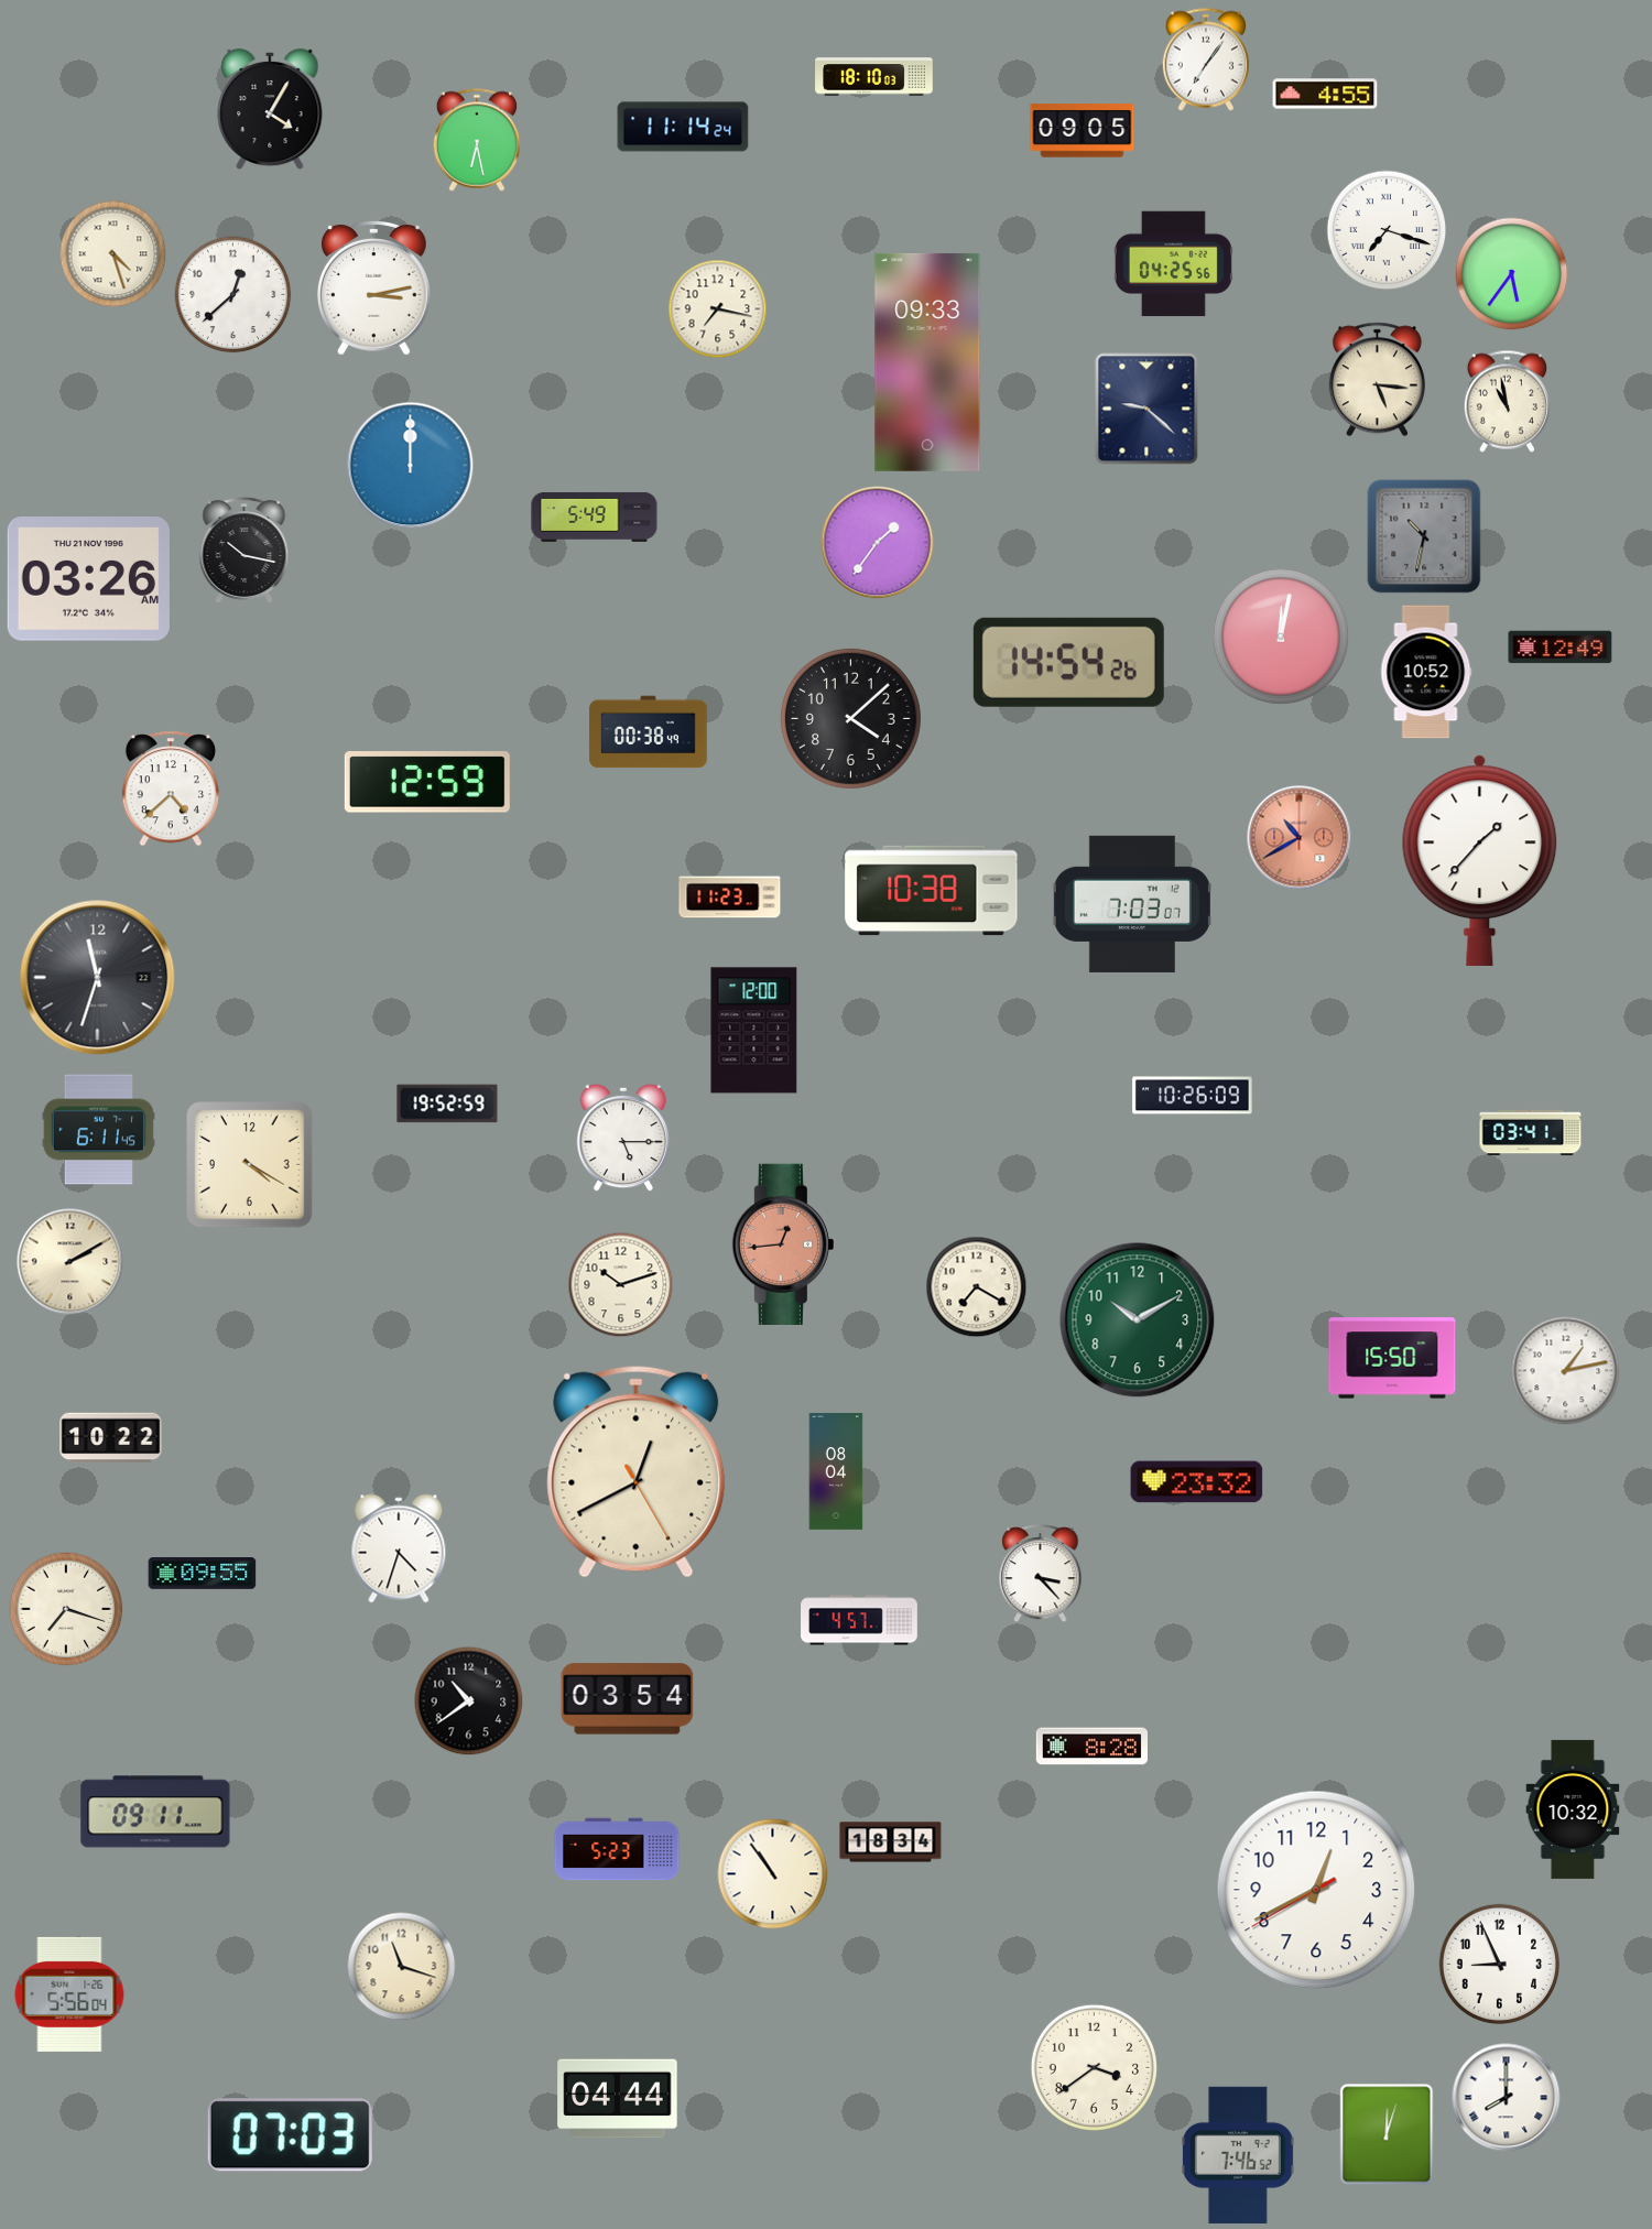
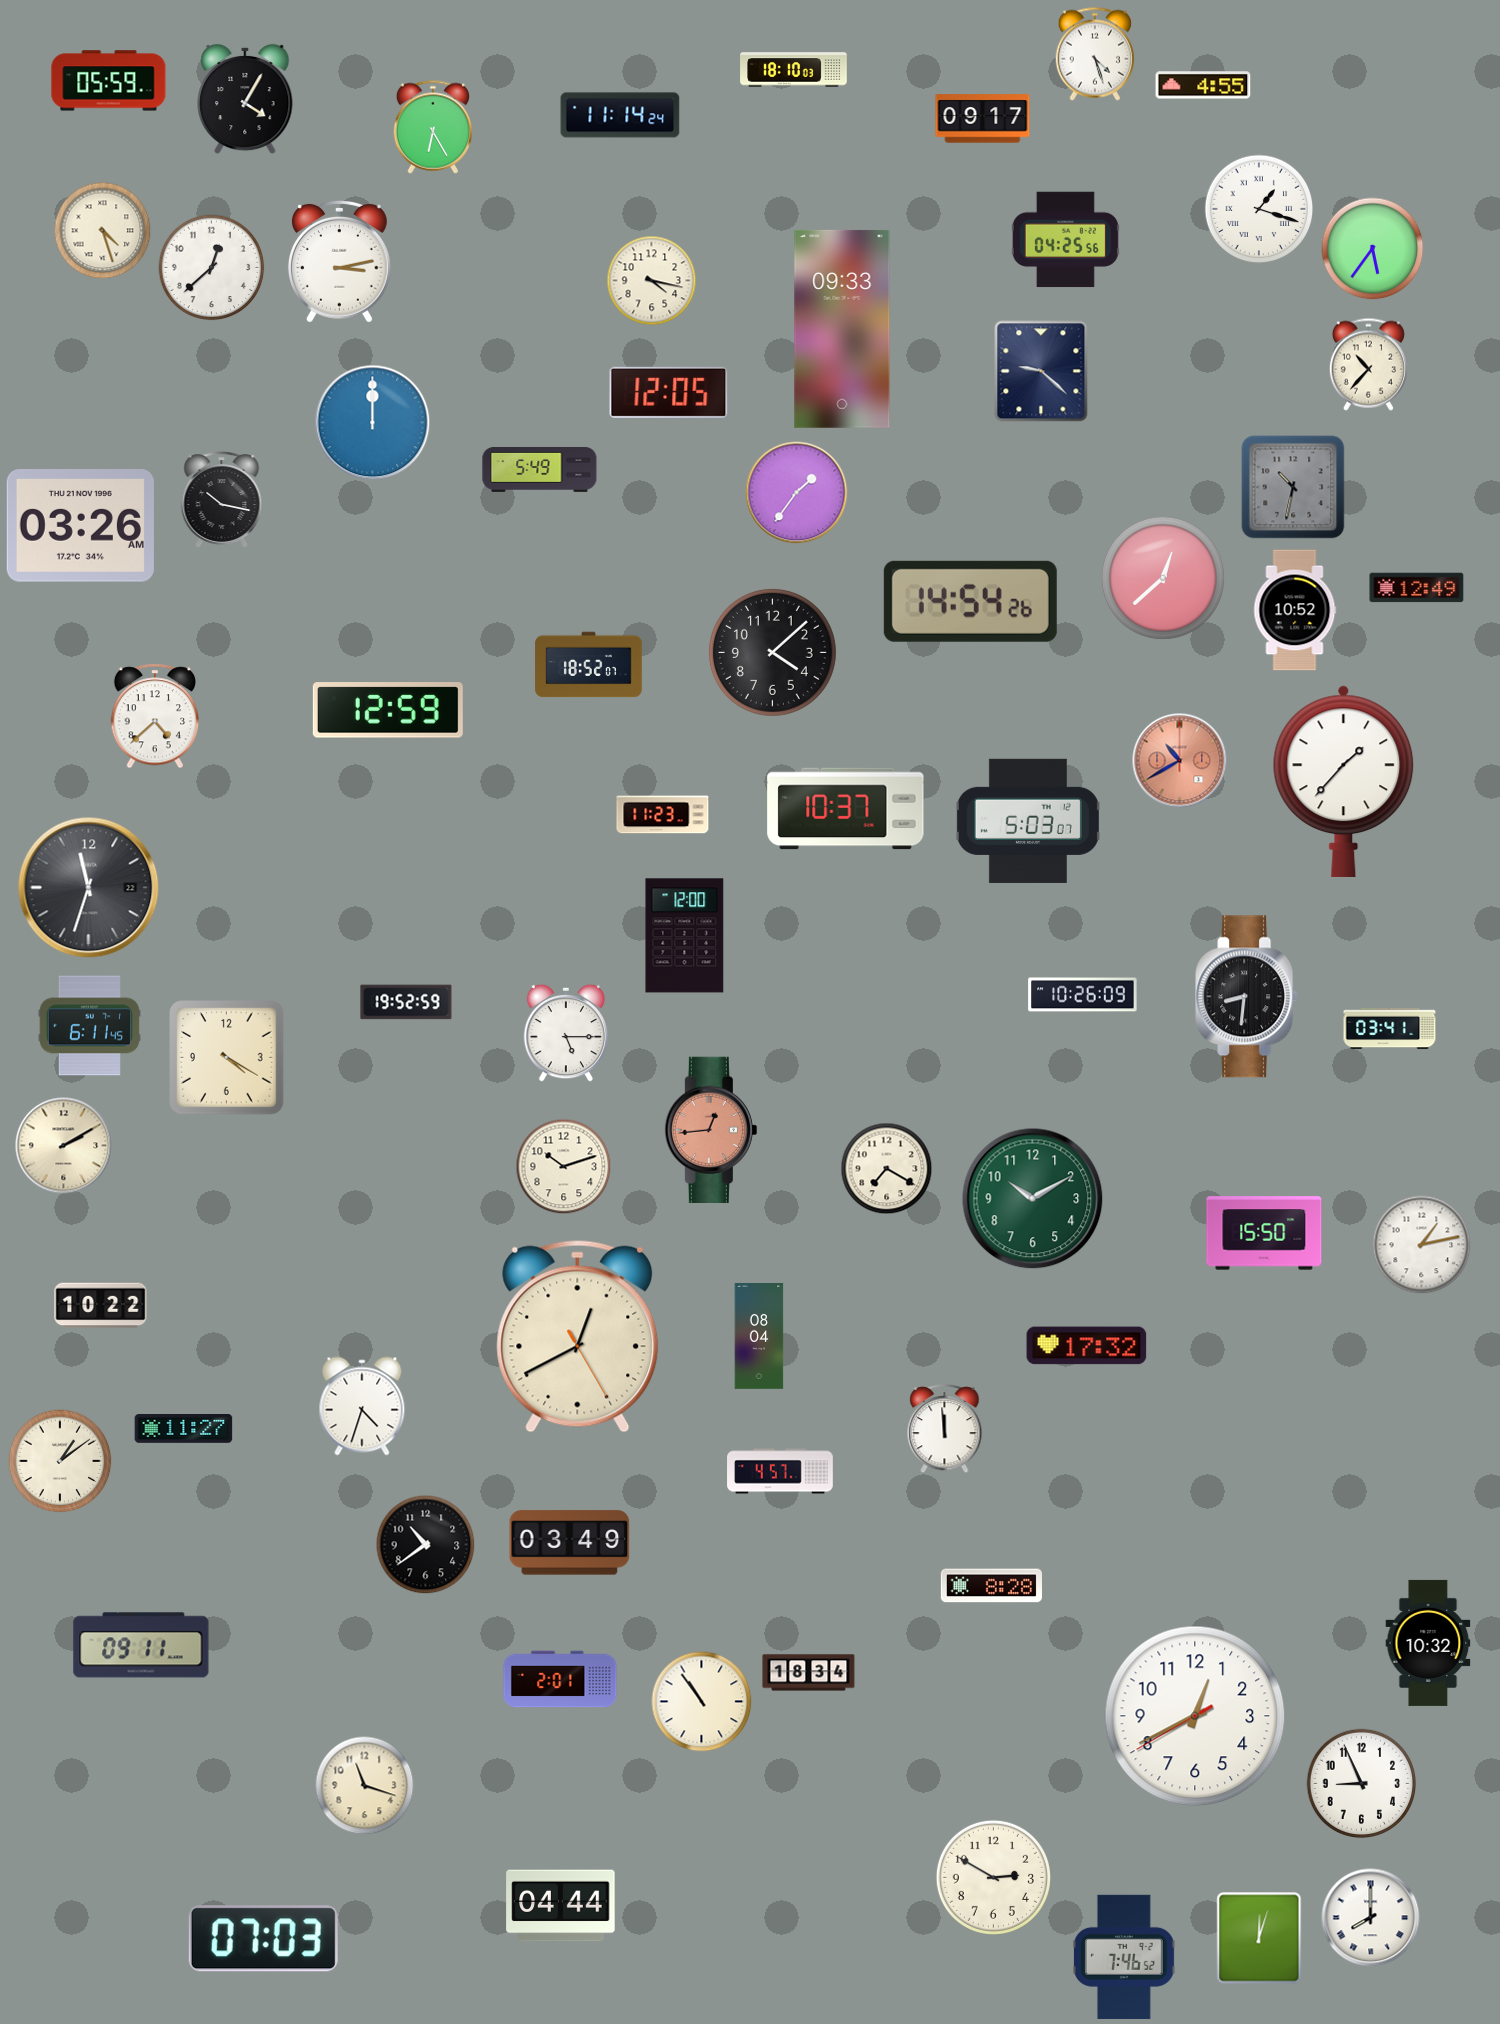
clock at (1205, 59): 7:06 -> 4:27
clock at (109, 81): none -> 05:59
clock at (1083, 131): 09:05 -> 09:17
clock at (476, 140): 6:28 -> 6:25
clock at (1387, 230): 7:18 -> 1:18
clock at (718, 309): 7:17 -> 4:17
clock at (1377, 380): 5:16 -> none
clock at (1507, 401): 10:58 -> 10:37
clock at (669, 392): none -> 12:05
clock at (1281, 637): 12:02 -> 12:38
clock at (649, 732): 00:38 -> 18:52
clock at (932, 891): 10:38 -> 10:37
clock at (1132, 904): 7:03 -> 5:03
clock at (1247, 997): none -> 8:31
clock at (1197, 1482): 23:32 -> 17:32
clock at (203, 1574): 09:55 -> 11:27
clock at (1041, 1575): 3:23 -> 11:59
clock at (66, 1609): 7:18 -> 1:09
clock at (628, 1699): 03:54 -> 03:49
clock at (617, 1849): 5:23 -> 2:01
clock at (69, 1994): 5:56 -> none
clock at (1094, 2067): 3:39 -> 2:50
clock at (1507, 2098) position: (1507, 2098) -> (1371, 1918)
